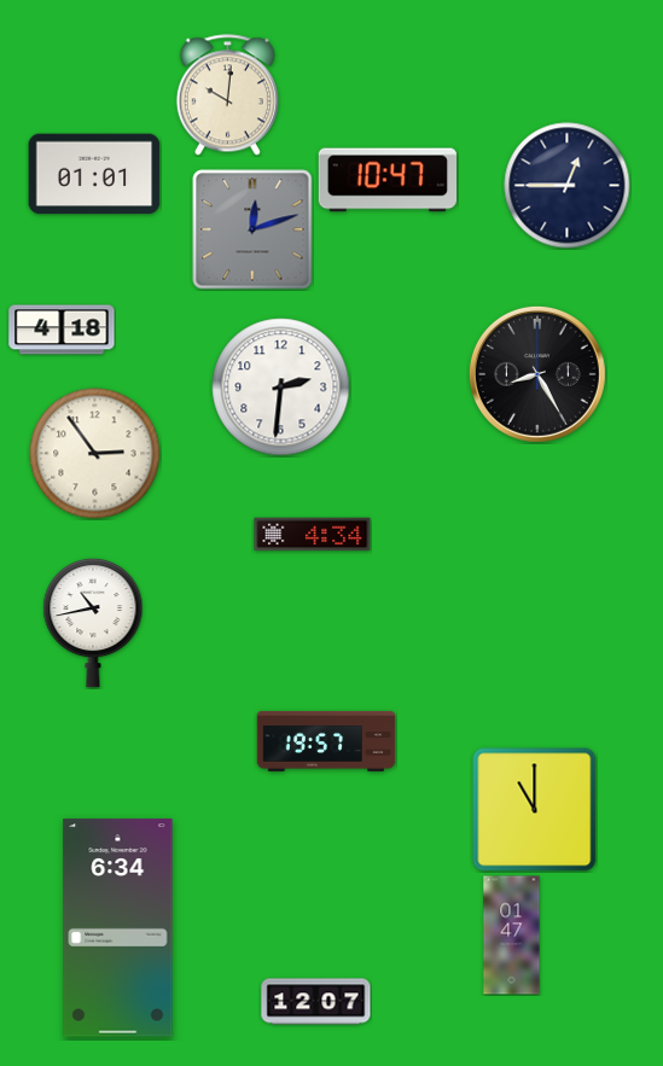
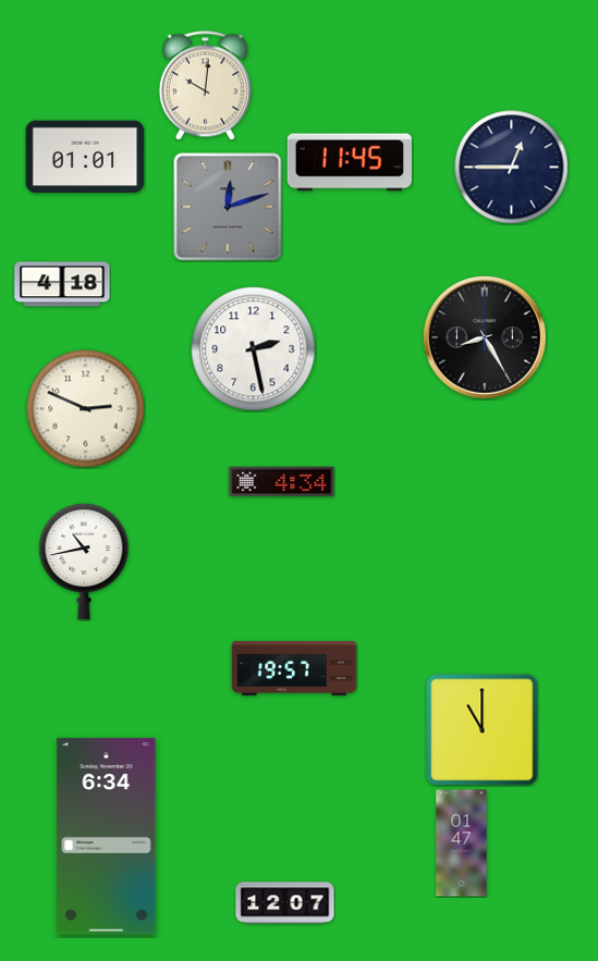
clock at (386, 180): 10:47 -> 11:45
clock at (62, 330) position: (62, 330) -> (62, 284)
clock at (281, 388): 2:31 -> 2:28
clock at (95, 454): 2:54 -> 2:49
